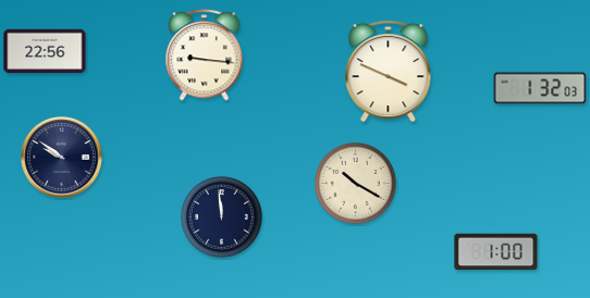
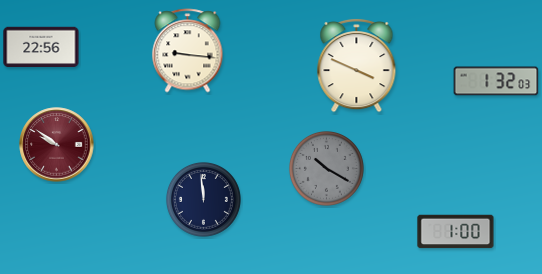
clock at (62, 158) dial: navy -> burgundy
clock at (355, 183) dial: cream -> grey
